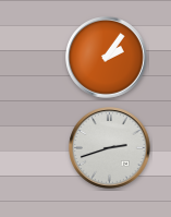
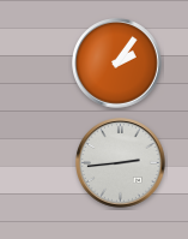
clock at (110, 148): 2:42 -> 2:44
